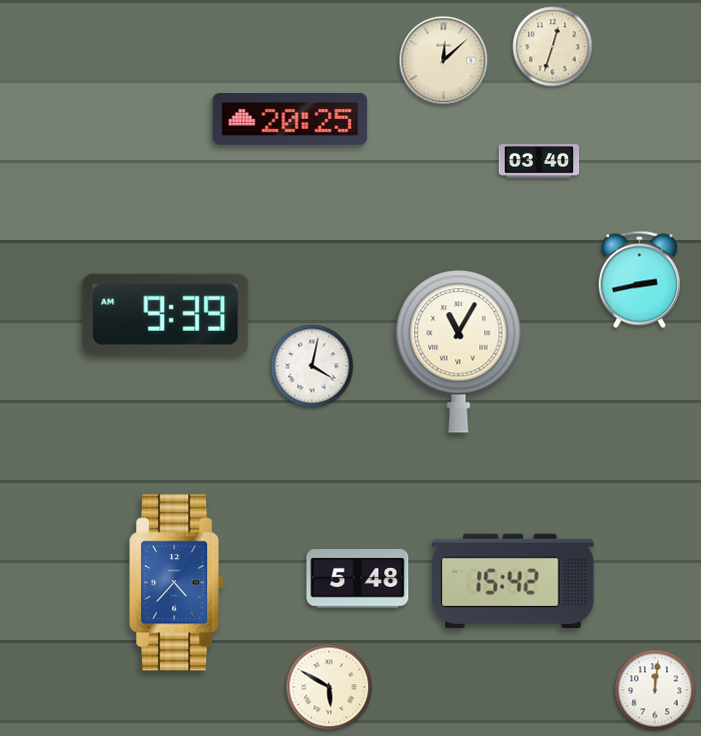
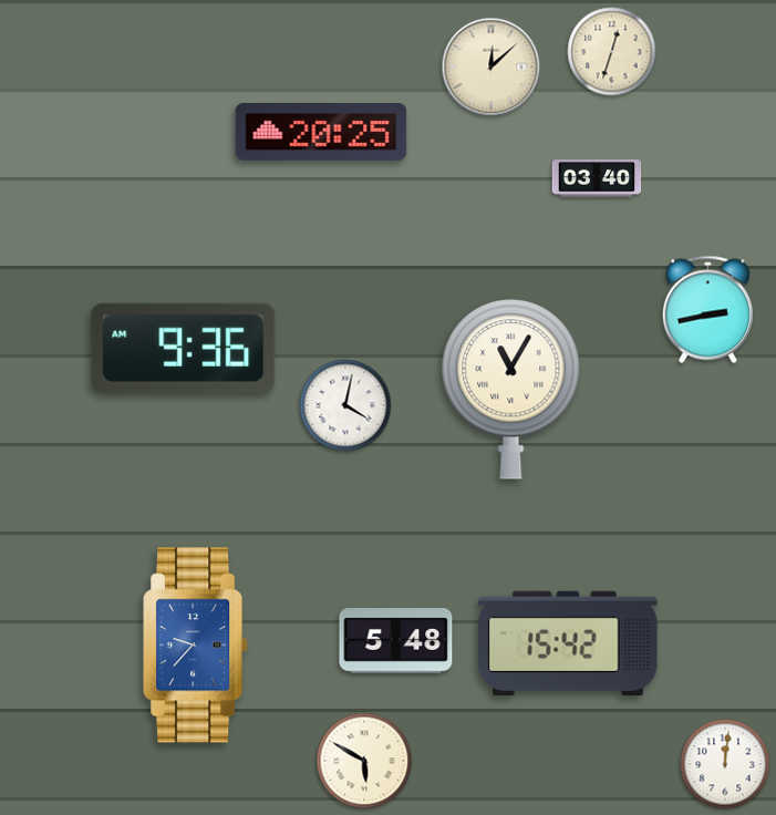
clock at (166, 314): 9:39 -> 9:36
clock at (459, 352) position: (459, 352) -> (511, 390)
clock at (177, 583): 4:37 -> 9:37
